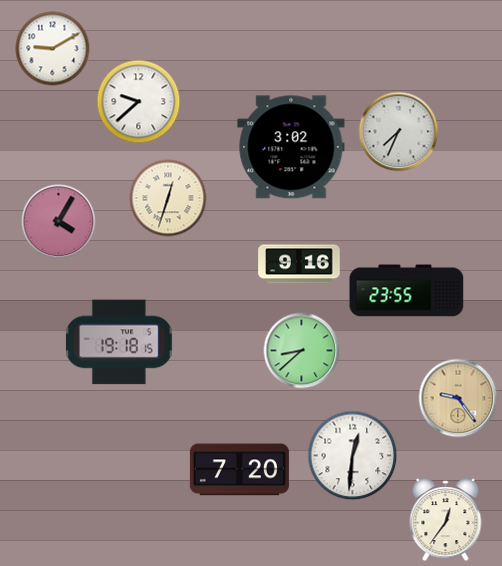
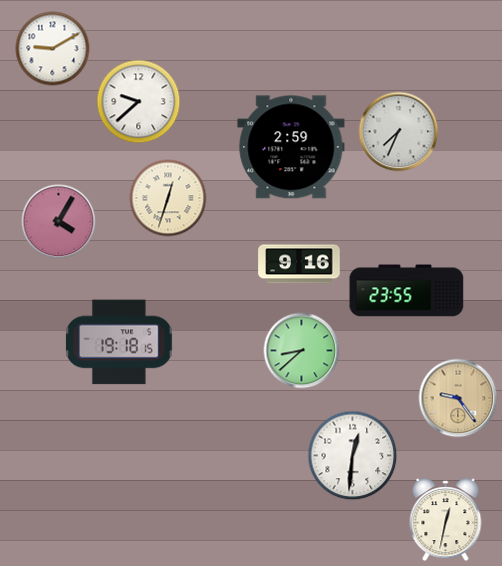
clock at (291, 147): 3:02 -> 2:59
clock at (239, 470): 7:20 -> none
clock at (446, 520): 12:36 -> 12:32
